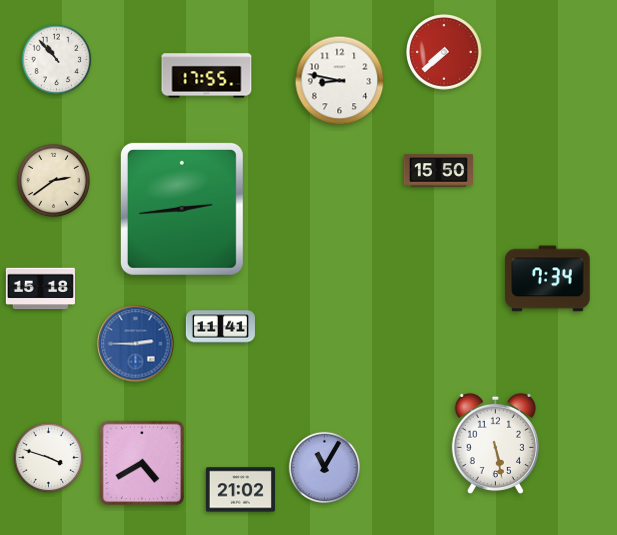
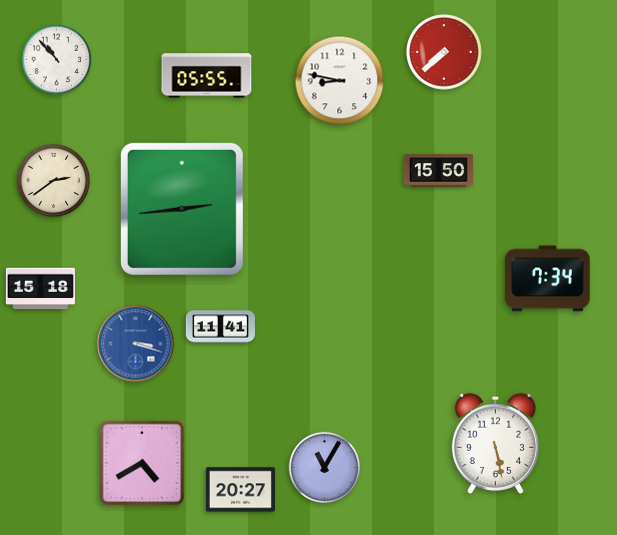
clock at (207, 76): 17:55 -> 05:55
clock at (136, 344): 2:45 -> 3:18
clock at (49, 458): 3:48 -> none
clock at (240, 490): 21:02 -> 20:27
